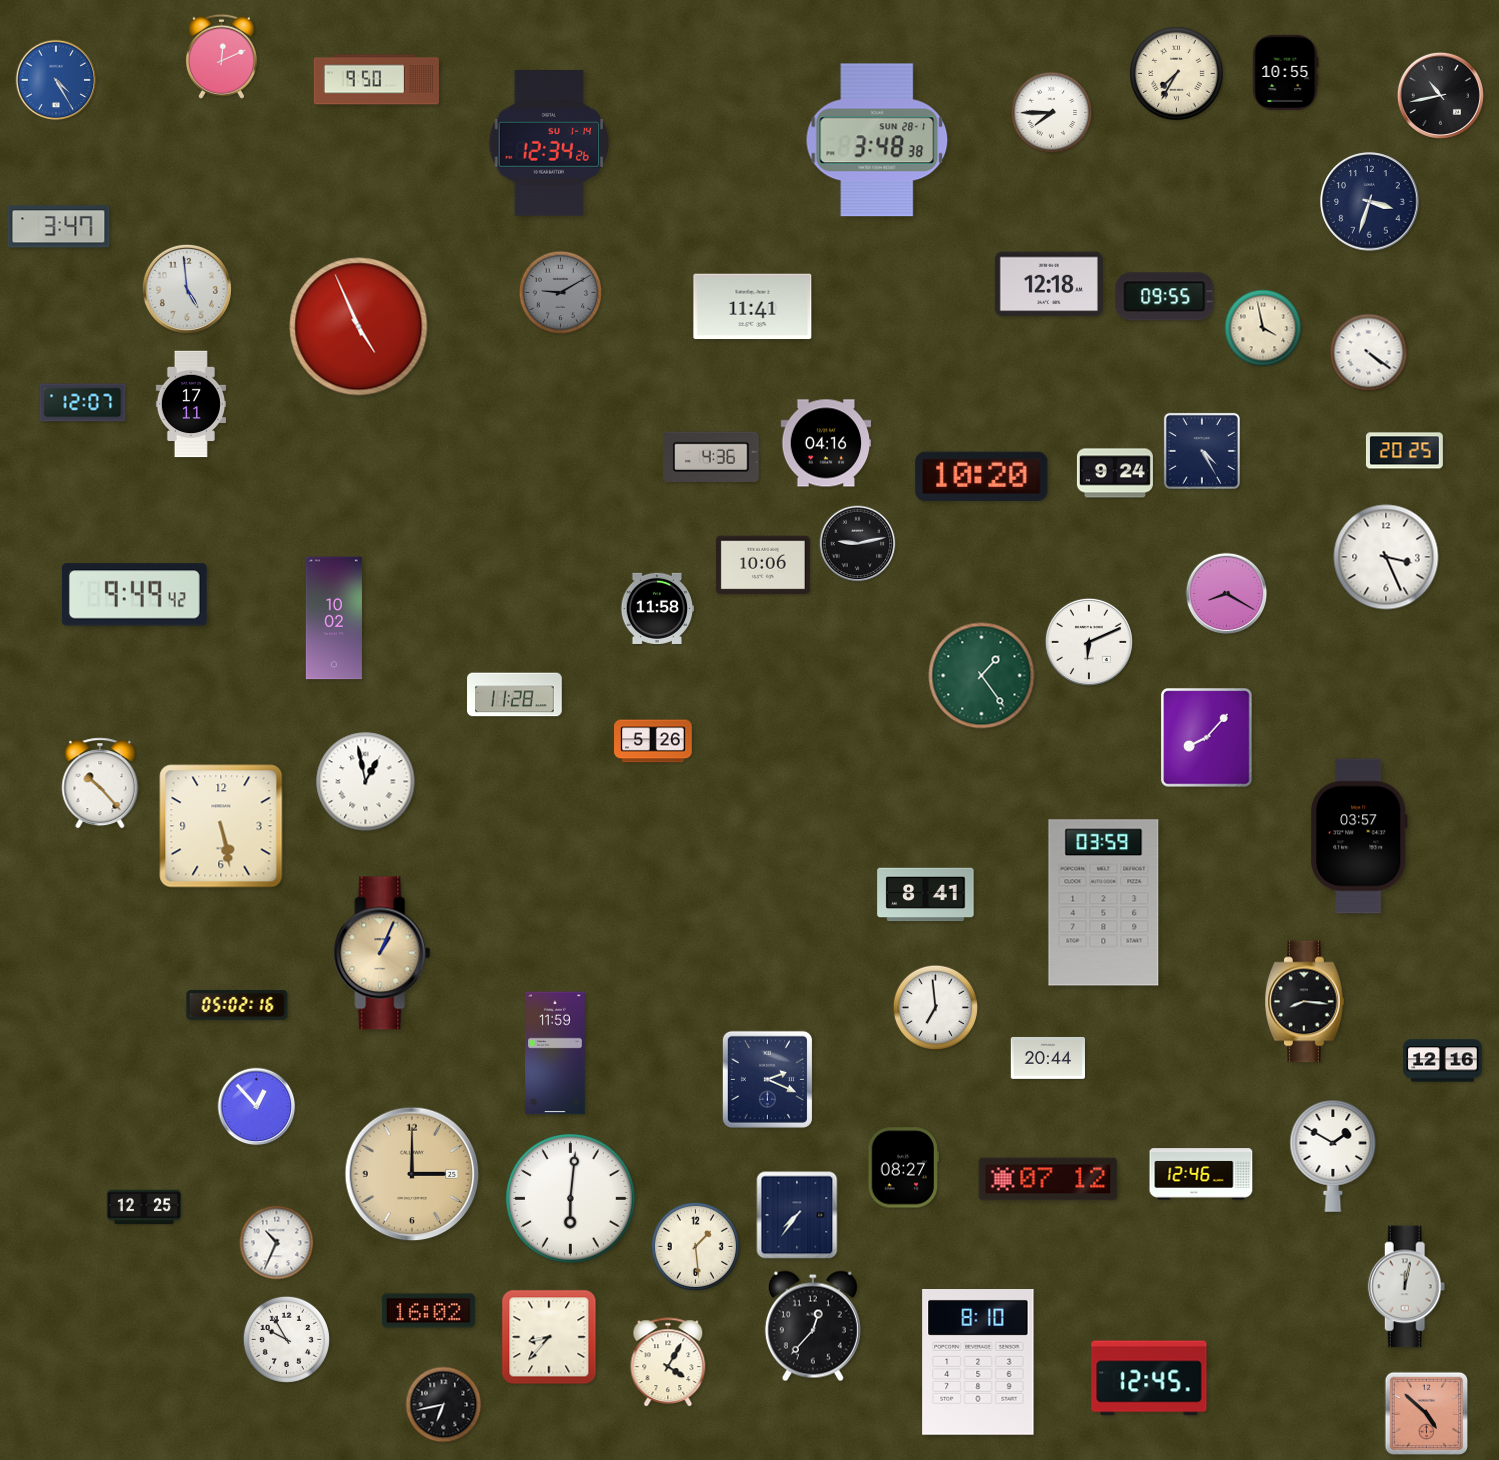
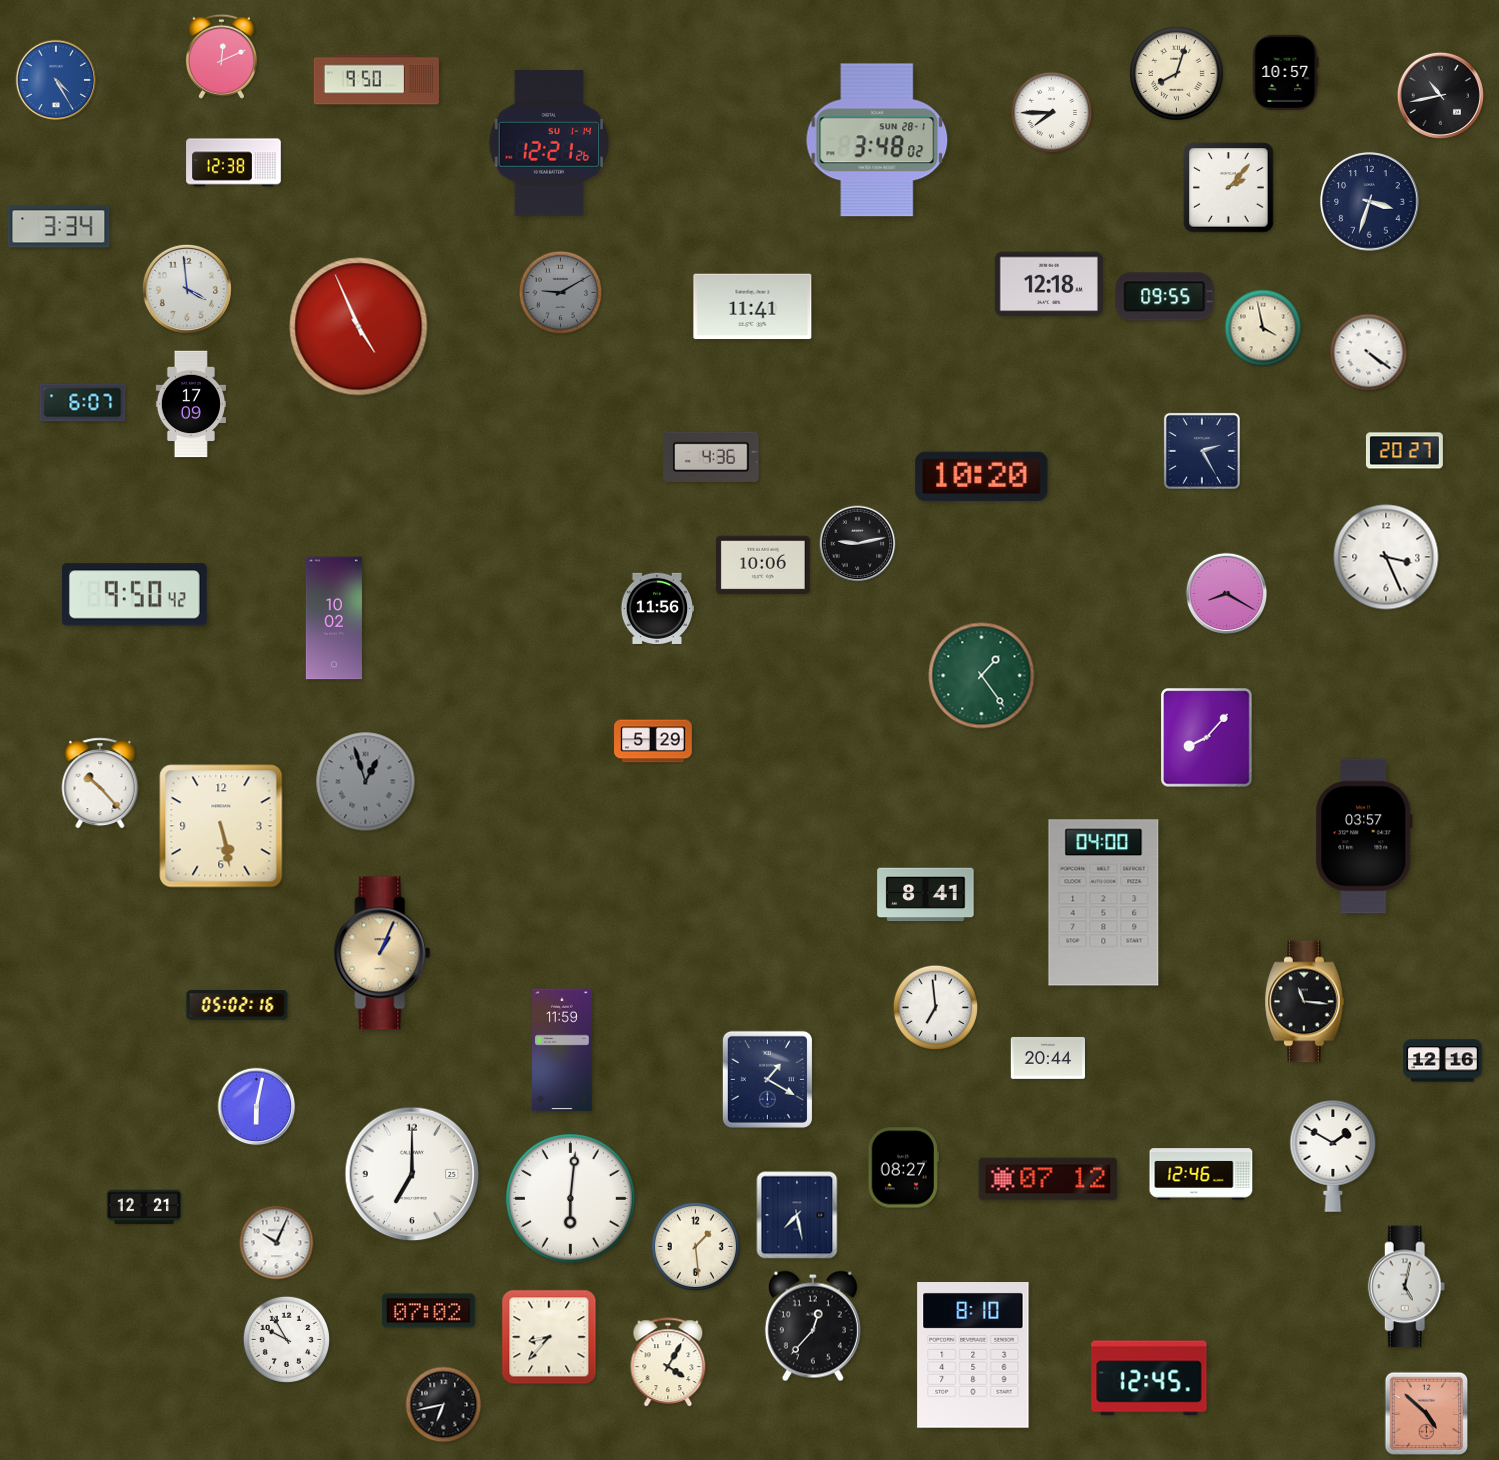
clock at (1286, 72): 10:55 -> 10:57
clock at (1177, 74): 7:35 -> 8:03
clock at (877, 140): 3:48:38 -> 3:48:02
clock at (548, 144): 12:34 -> 12:21
clock at (234, 163): none -> 12:38
clock at (1229, 188): none -> 2:07
clock at (59, 227): 3:47 -> 3:34
clock at (187, 289): 4:59 -> 3:59
clock at (83, 403): 12:07 -> 6:07
clock at (190, 404): 17:11 -> 17:09
clock at (826, 443): 04:16 -> none
clock at (1202, 451): 4:25 -> 2:25
clock at (1404, 451): 20:25 -> 20:27
clock at (1115, 473): 9:24 -> none
clock at (134, 595): 9:49 -> 9:50
clock at (657, 608): 11:58 -> 11:56
clock at (1089, 642): 6:11 -> none
clock at (515, 695): 11:28 -> none
clock at (653, 741): 5:26 -> 5:29
clock at (366, 782): 12:58 -> 12:57
clock at (366, 782) dial: white -> grey
clock at (1359, 836) position: (1359, 836) -> (1364, 836)
clock at (1104, 903): 03:59 -> 04:00
clock at (1305, 1002): 8:16 -> 11:16
clock at (555, 1053) position: (555, 1053) -> (562, 1050)
clock at (767, 1079): 2:19 -> 1:20
clock at (257, 1107): 12:53 -> 6:02
clock at (412, 1174): 3:00 -> 7:00
clock at (412, 1174) dial: champagne -> white
clock at (143, 1207): 12:25 -> 12:21
clock at (797, 1215): 7:36 -> 7:28
clock at (277, 1243): 10:34 -> 10:04
clock at (1407, 1287): 12:02 -> 5:02
clock at (428, 1311): 16:02 -> 07:02
clock at (978, 1363) position: (978, 1363) -> (973, 1356)
